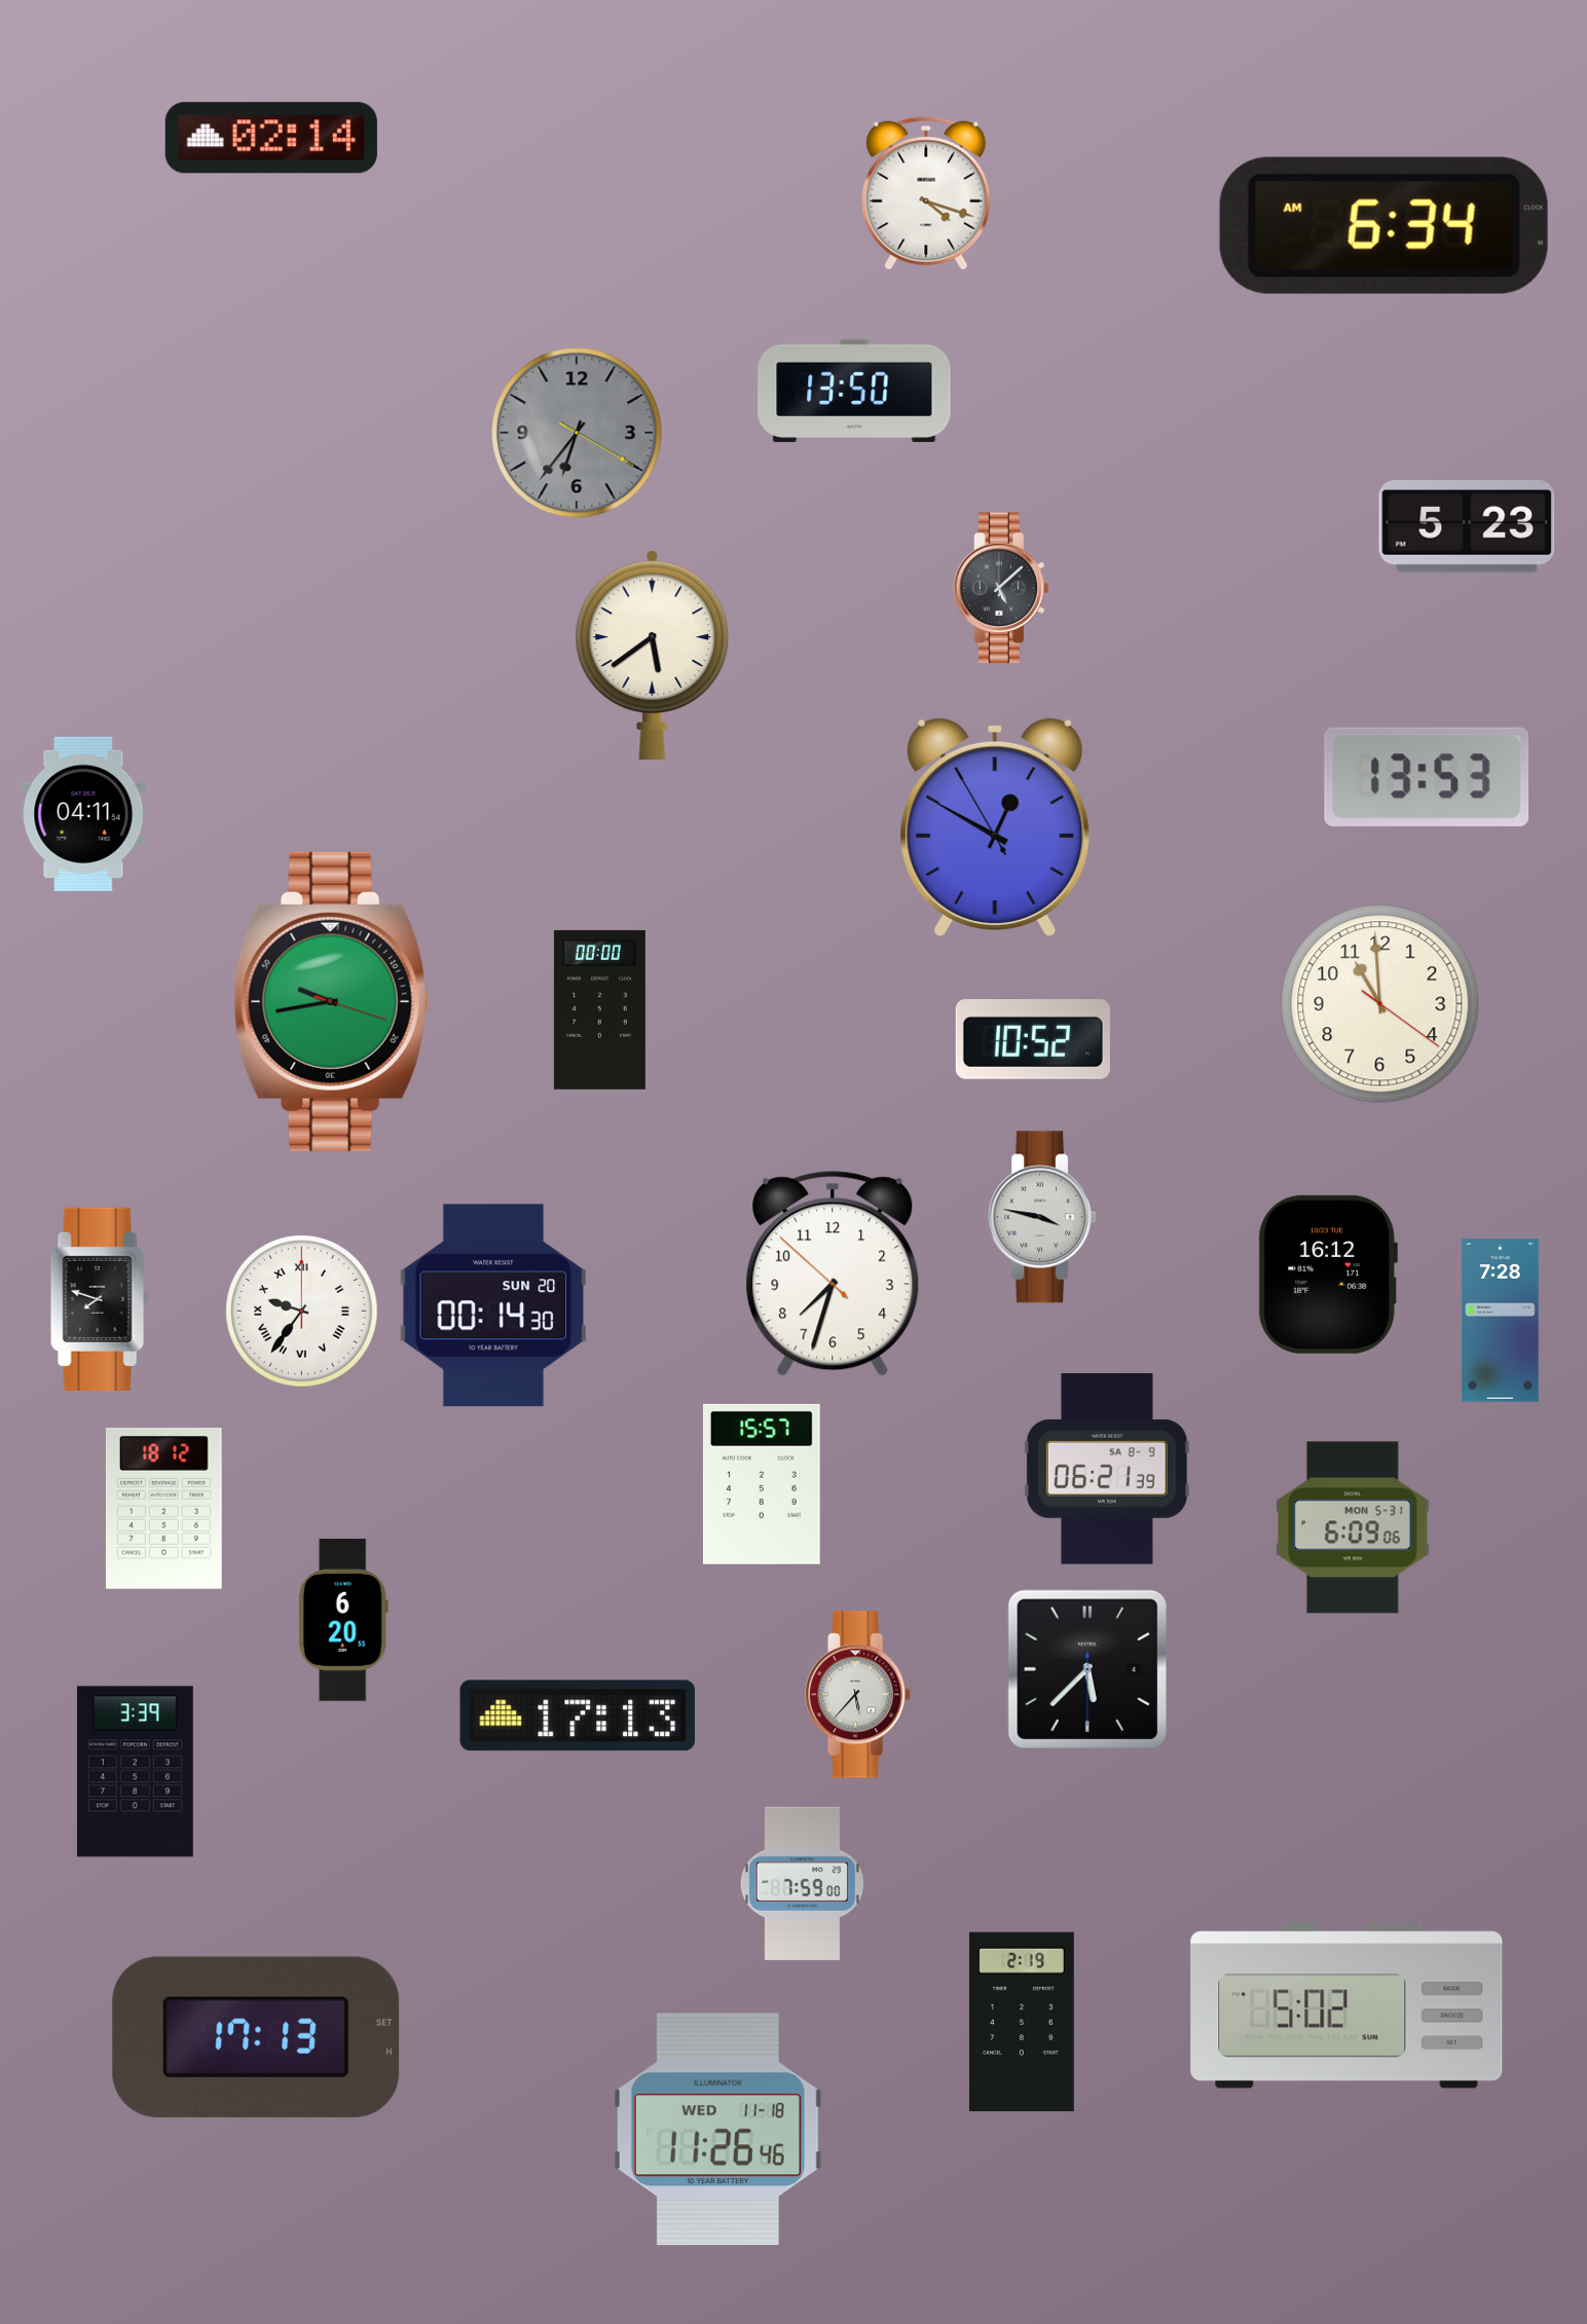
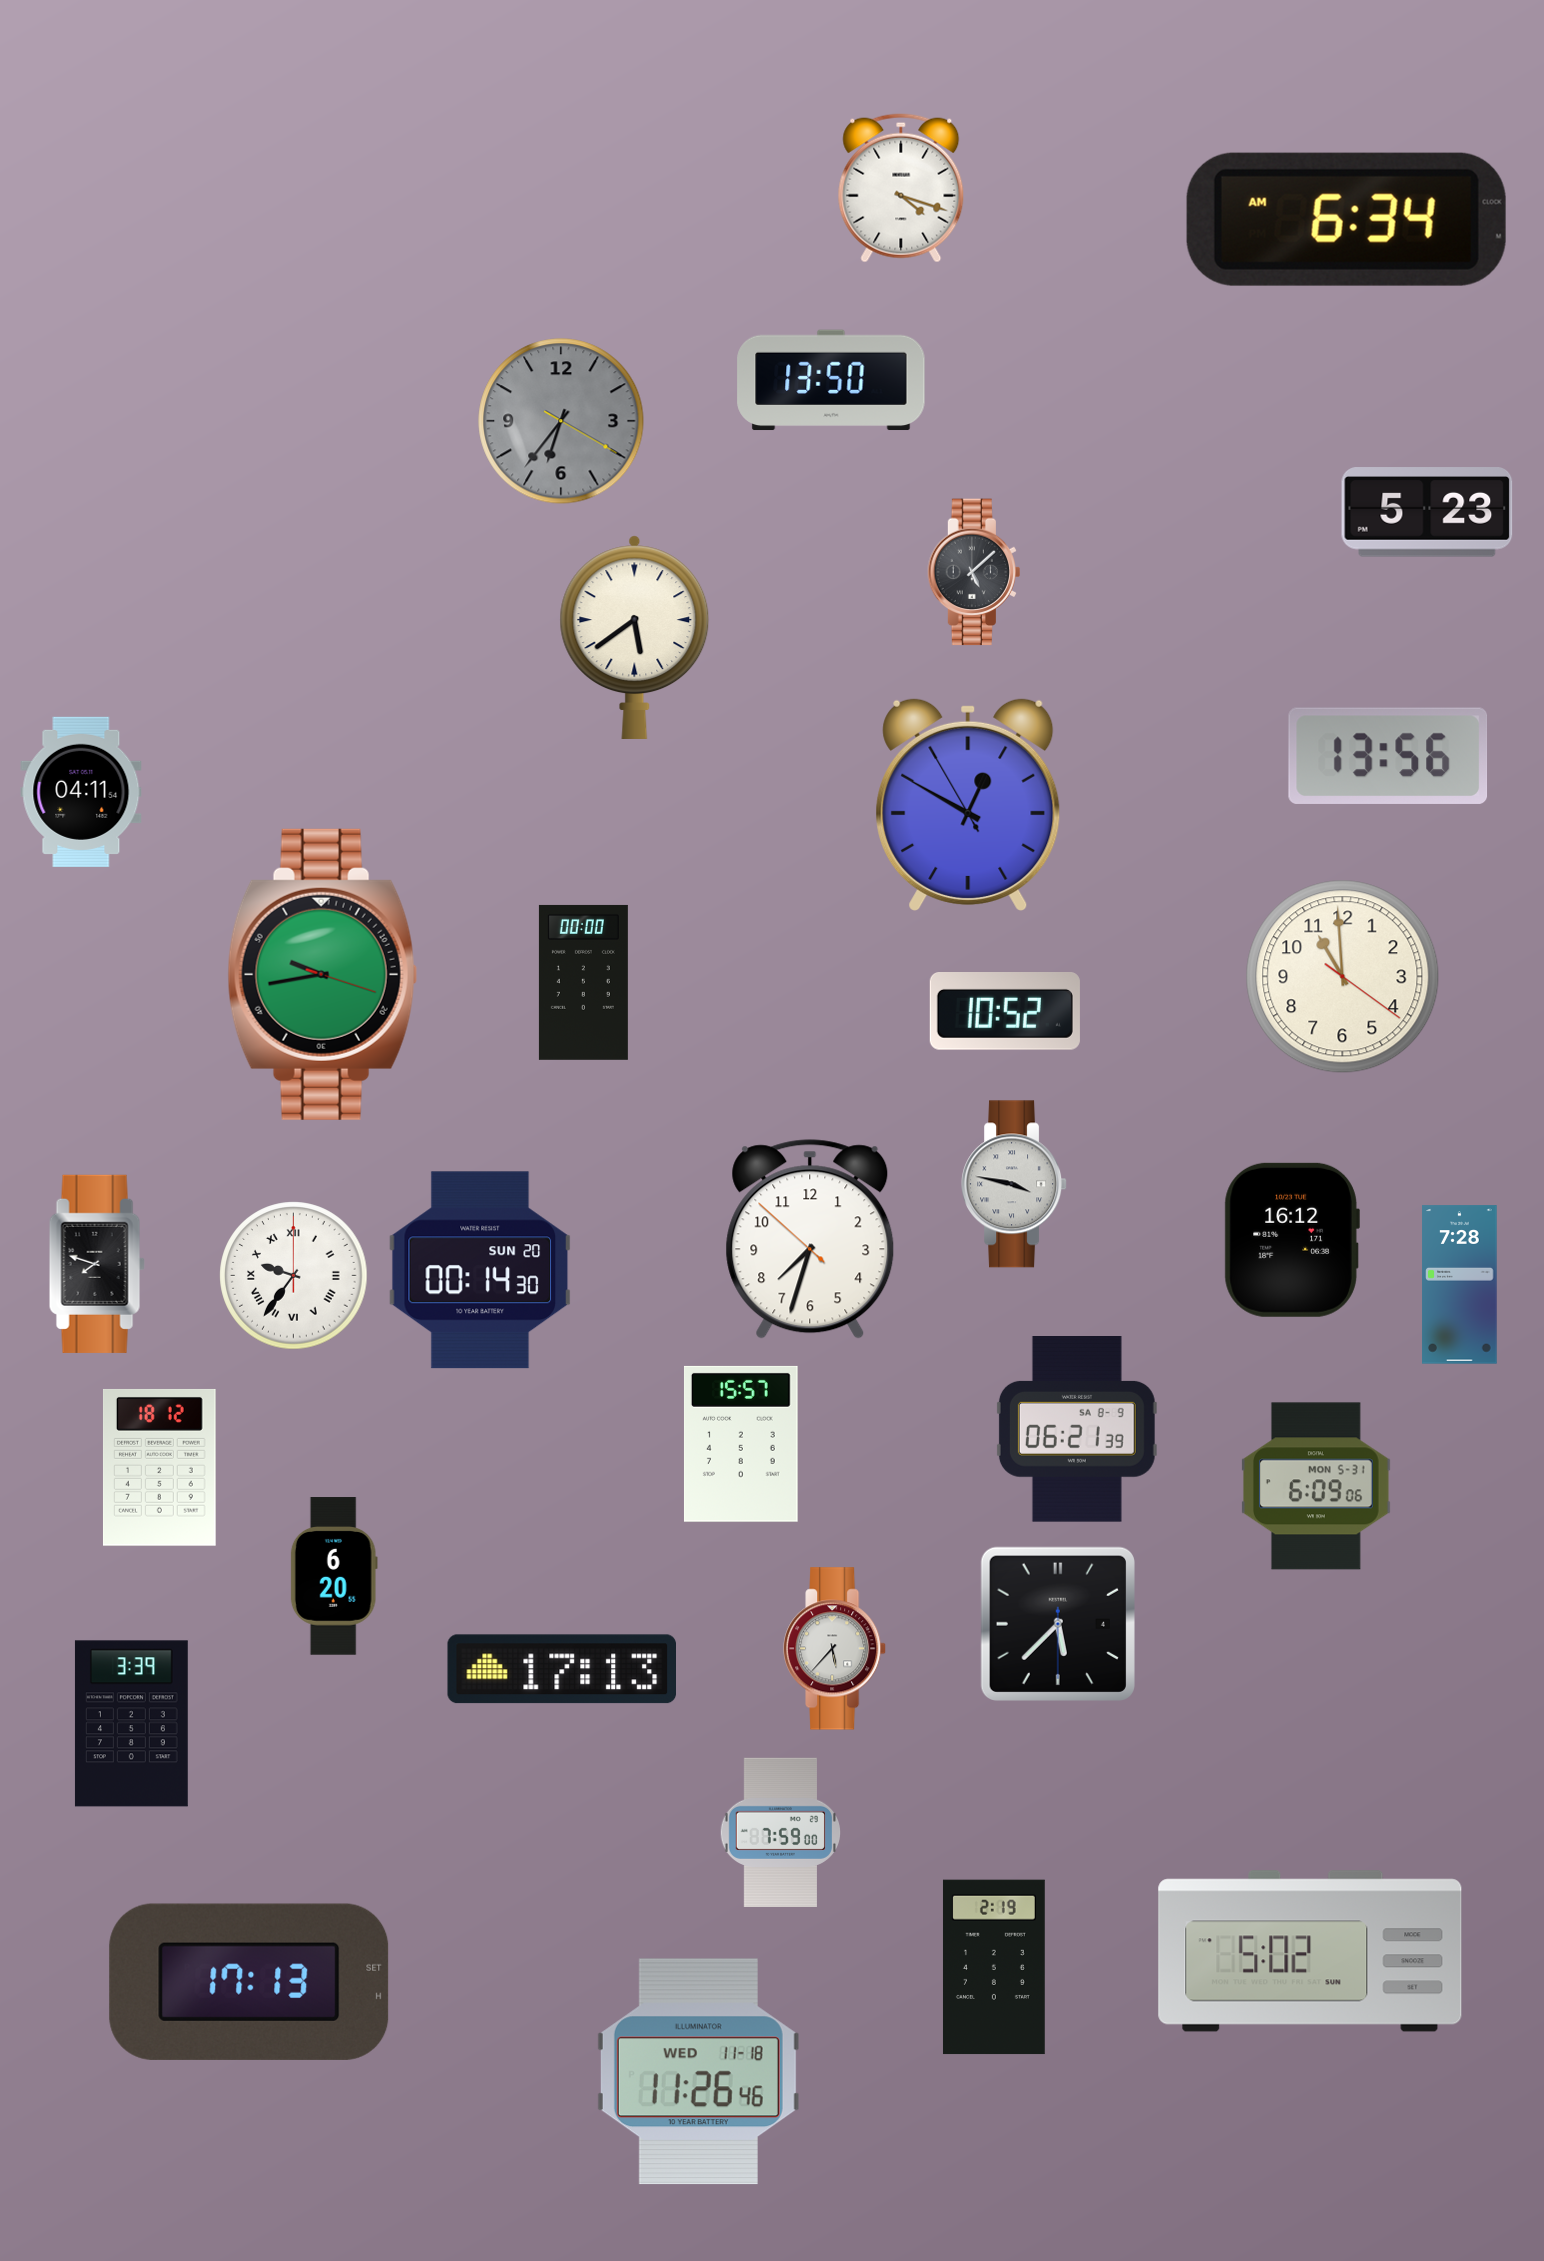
clock at (271, 138): 02:14 -> none
clock at (1427, 777): 13:53 -> 13:56
